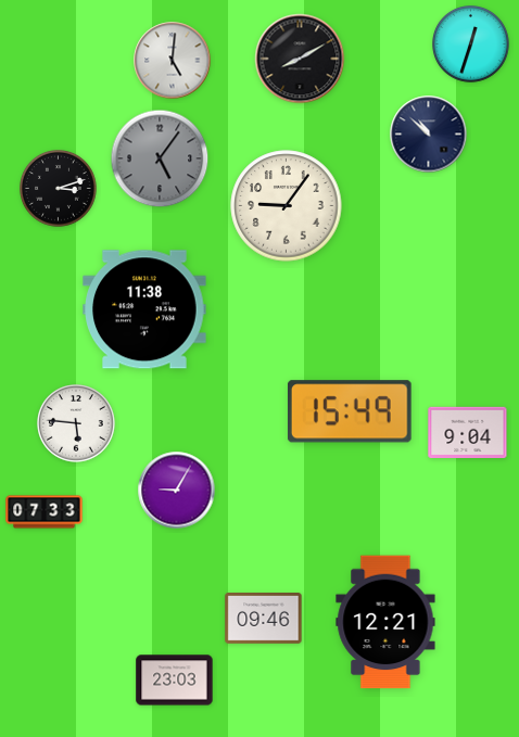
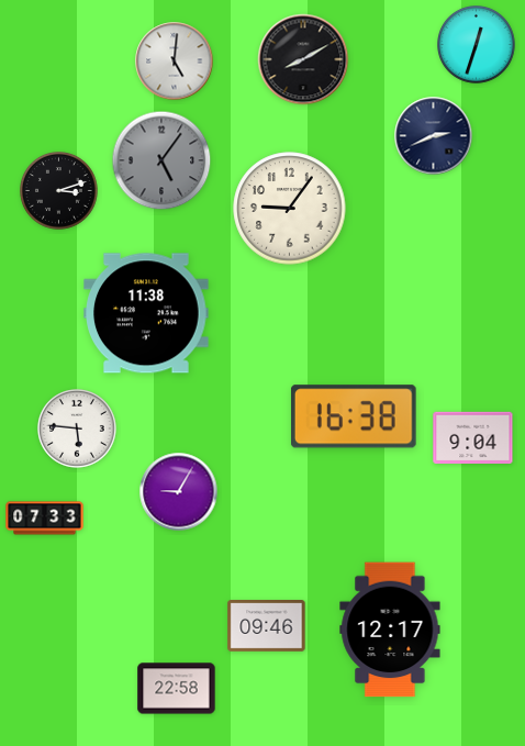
clock at (429, 135): 10:52 -> 2:41
clock at (350, 411): 15:49 -> 16:38
clock at (177, 491) position: (177, 491) -> (179, 492)
clock at (385, 622): 12:21 -> 12:17
clock at (175, 681): 23:03 -> 22:58
